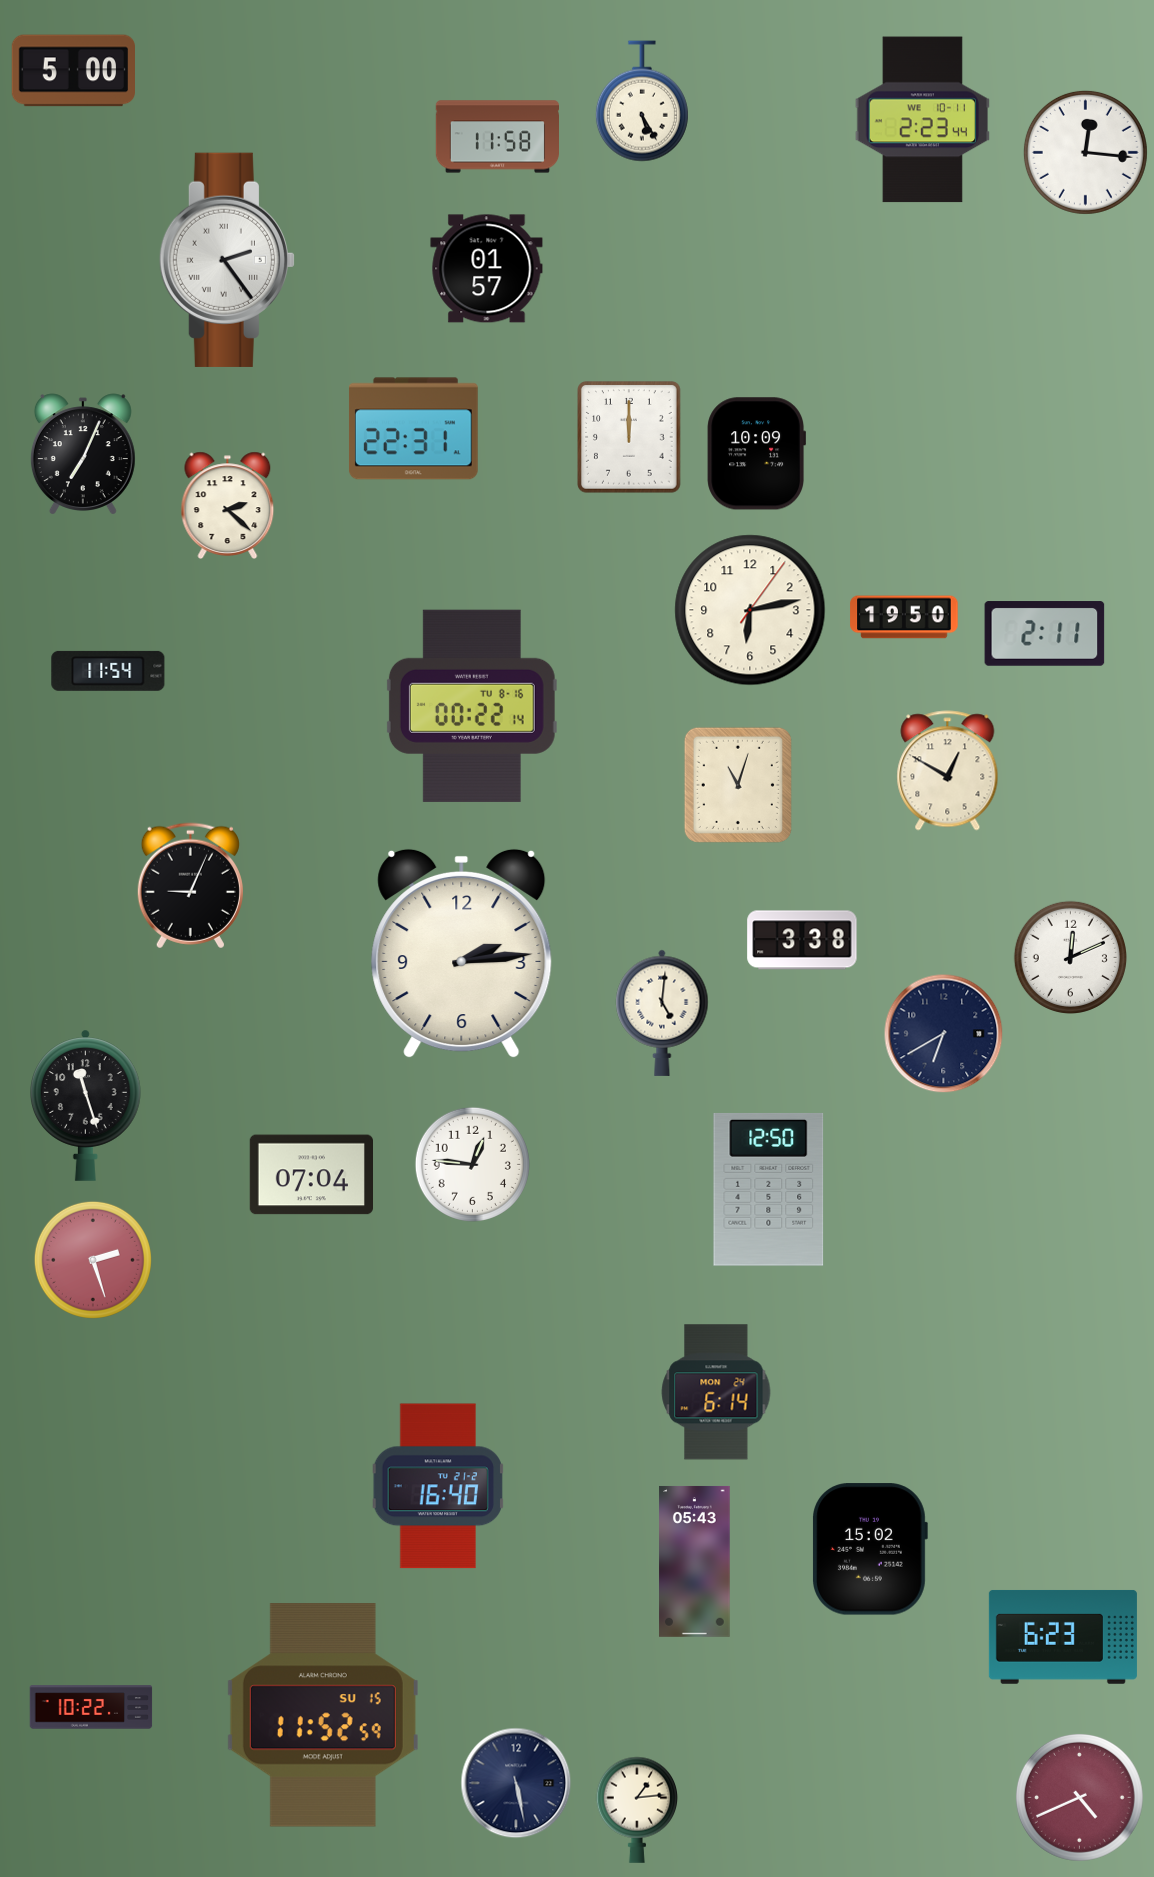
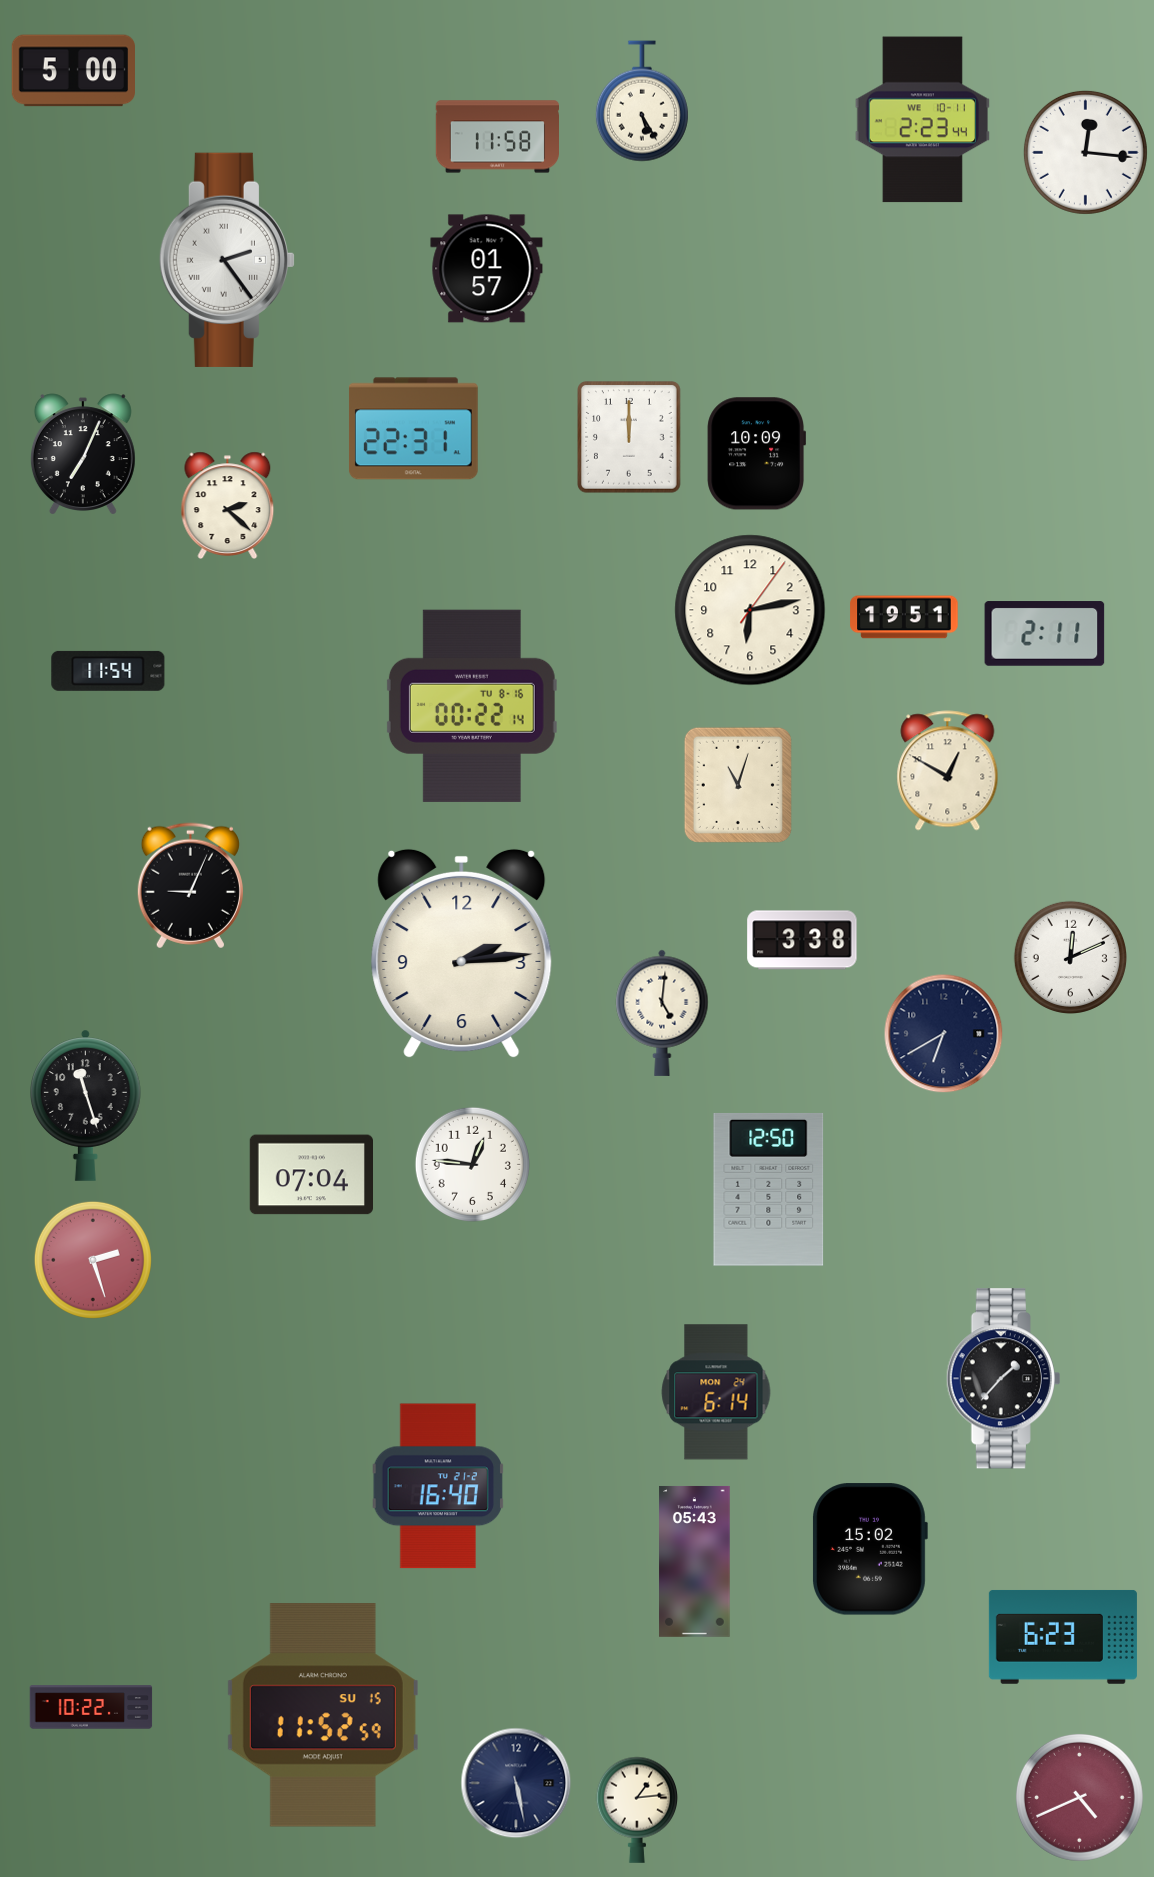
clock at (904, 617): 19:50 -> 19:51
clock at (1003, 1379): none -> 1:37
